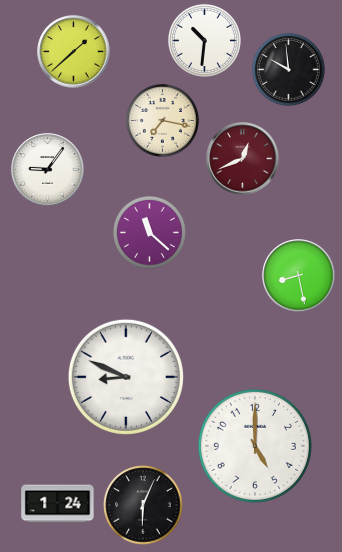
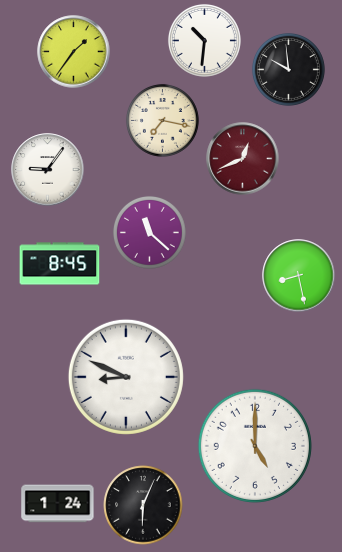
clock at (74, 52): 1:38 -> 1:36
clock at (60, 264): none -> 8:45
